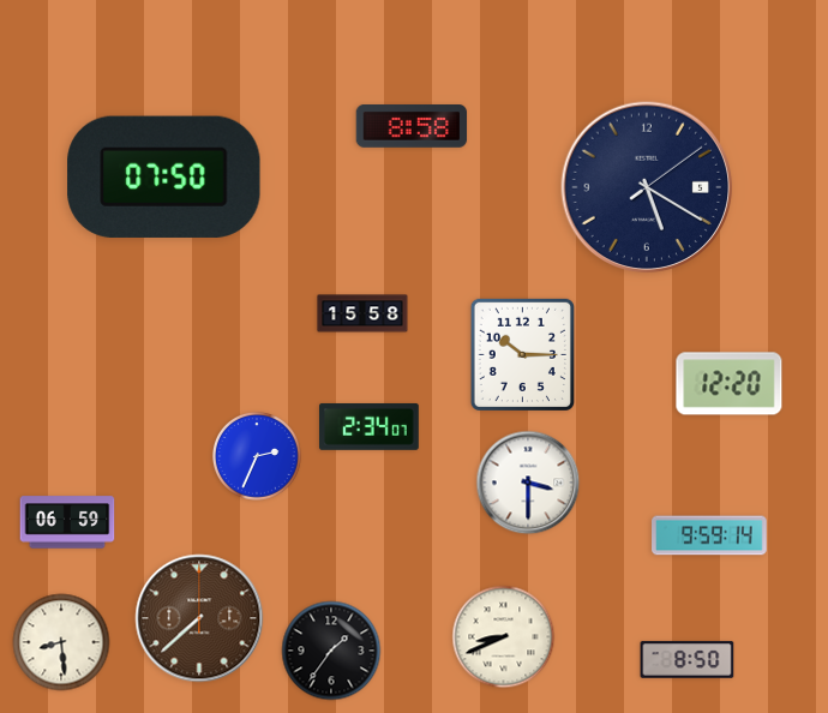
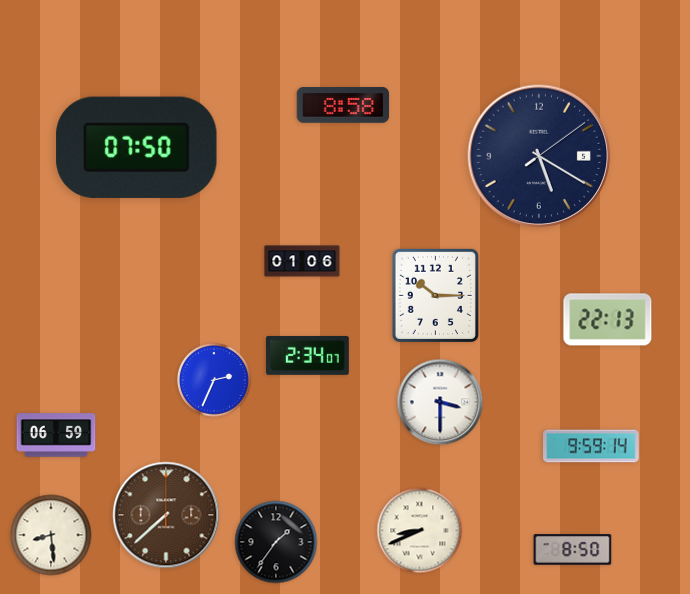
clock at (362, 313): 15:58 -> 01:06
clock at (730, 384): 12:20 -> 22:13
